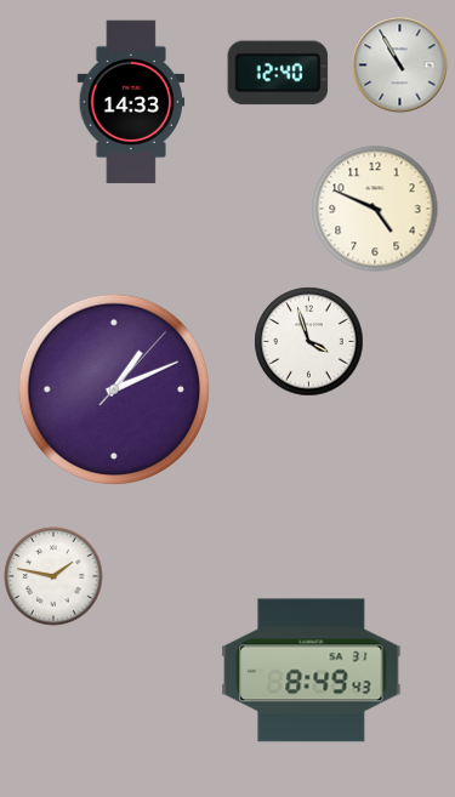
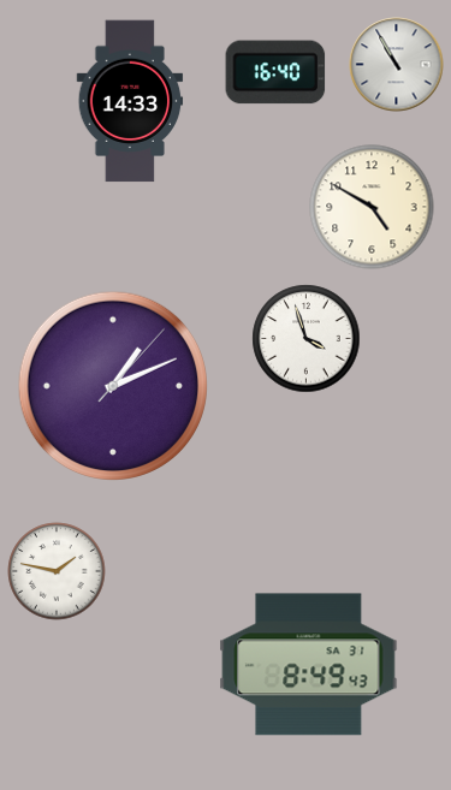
clock at (278, 73): 12:40 -> 16:40
clock at (375, 209): 4:49 -> 4:50
clock at (53, 576) position: (53, 576) -> (57, 571)
